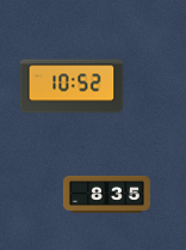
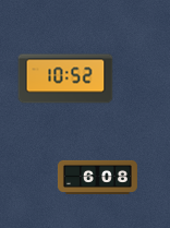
clock at (106, 194): 8:35 -> 6:08
